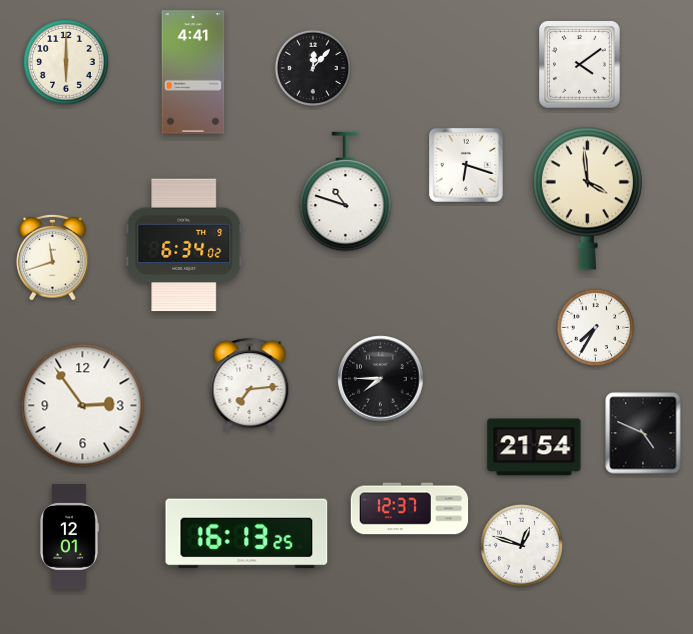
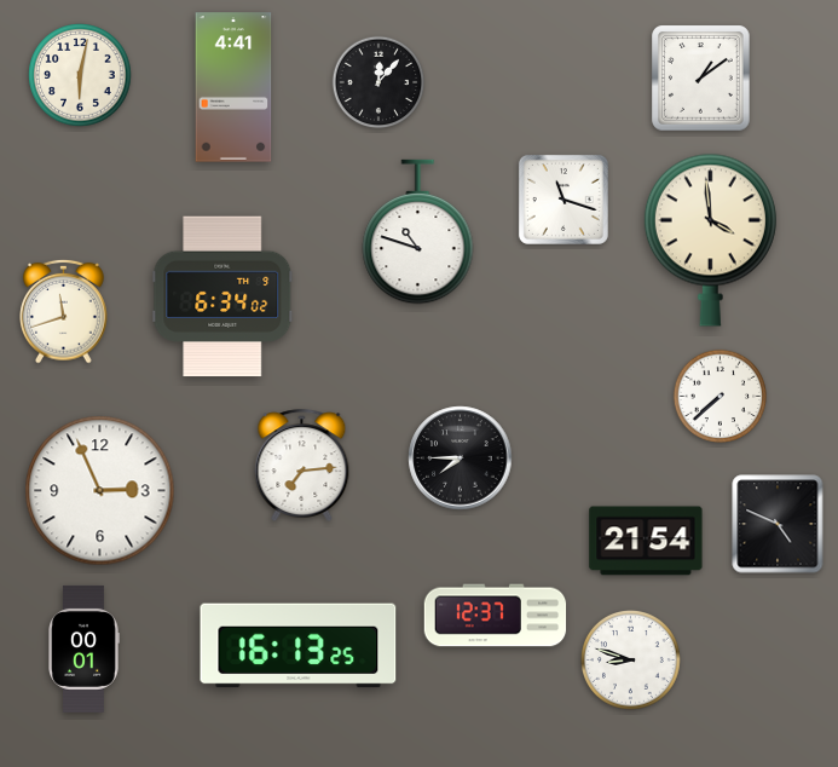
clock at (66, 62): 6:00 -> 6:02
clock at (580, 65): 4:09 -> 1:09
clock at (466, 165): 6:18 -> 11:18
clock at (595, 327): 7:35 -> 7:38
clock at (83, 406): 2:54 -> 2:56
clock at (70, 536): 12:01 -> 00:01
clock at (522, 546): 12:48 -> 8:48
